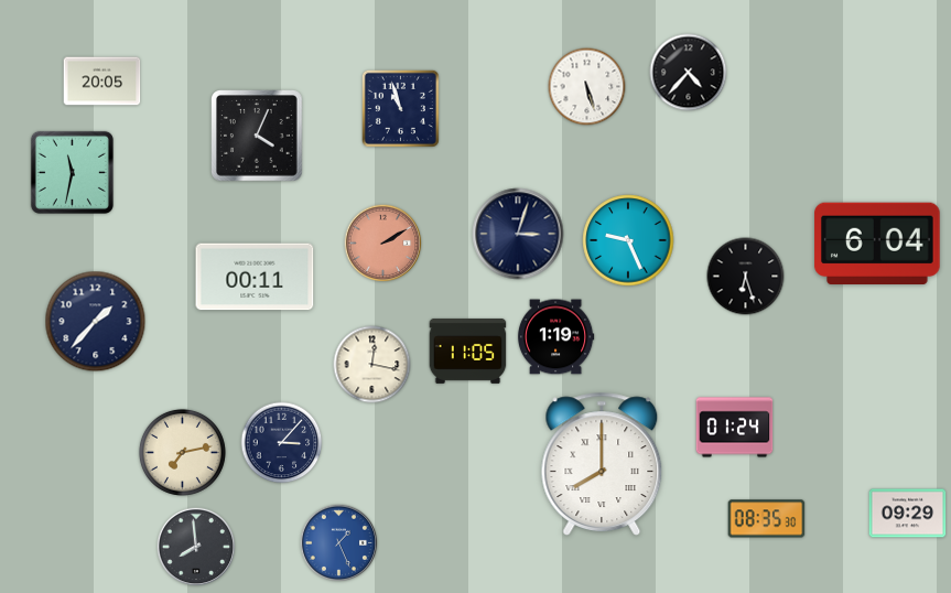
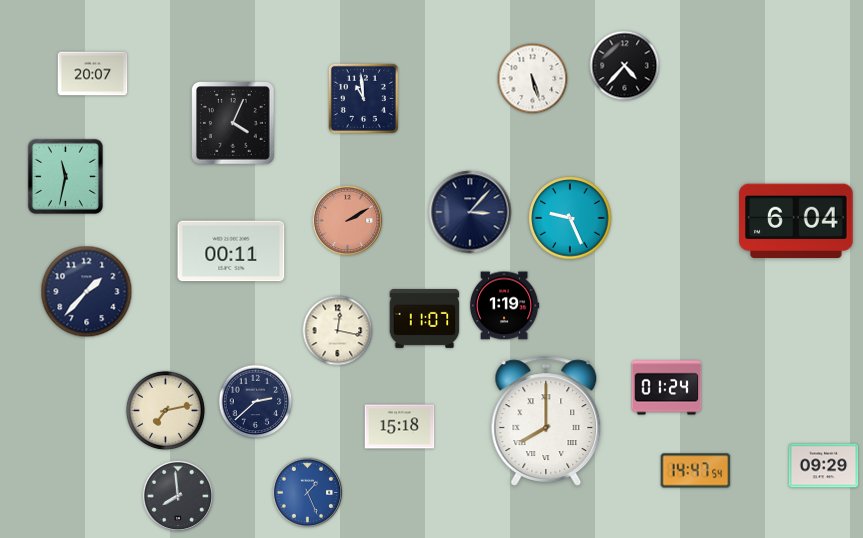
clock at (102, 82): 20:05 -> 20:07
clock at (400, 108): 10:57 -> 10:59
clock at (72, 172) position: (72, 172) -> (65, 176)
clock at (518, 234): 3:03 -> 3:07
clock at (746, 277): 6:27 -> none
clock at (468, 351): 11:05 -> 11:07
clock at (282, 443): 3:07 -> 2:38
clock at (400, 427): none -> 15:18
clock at (767, 519): 08:35 -> 14:47
